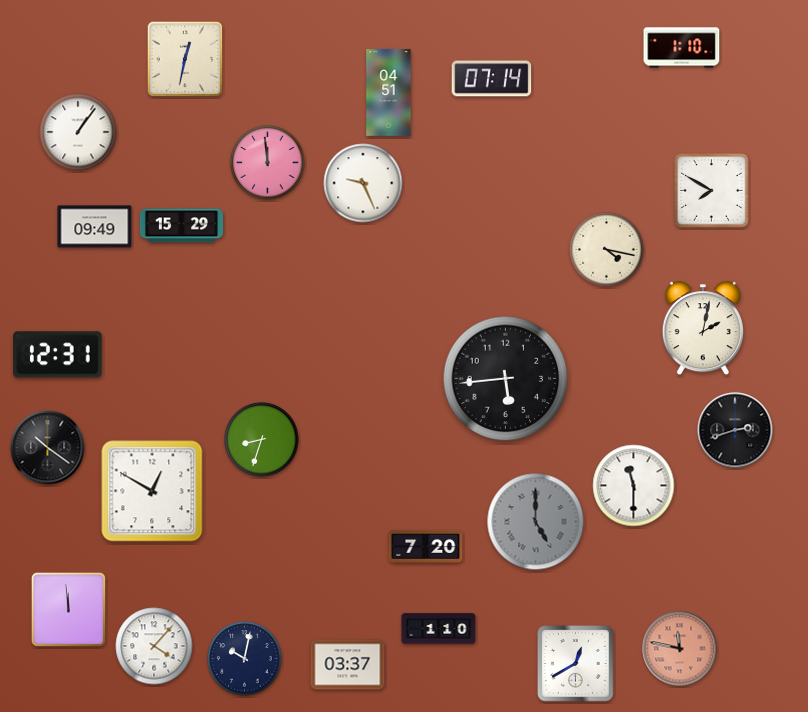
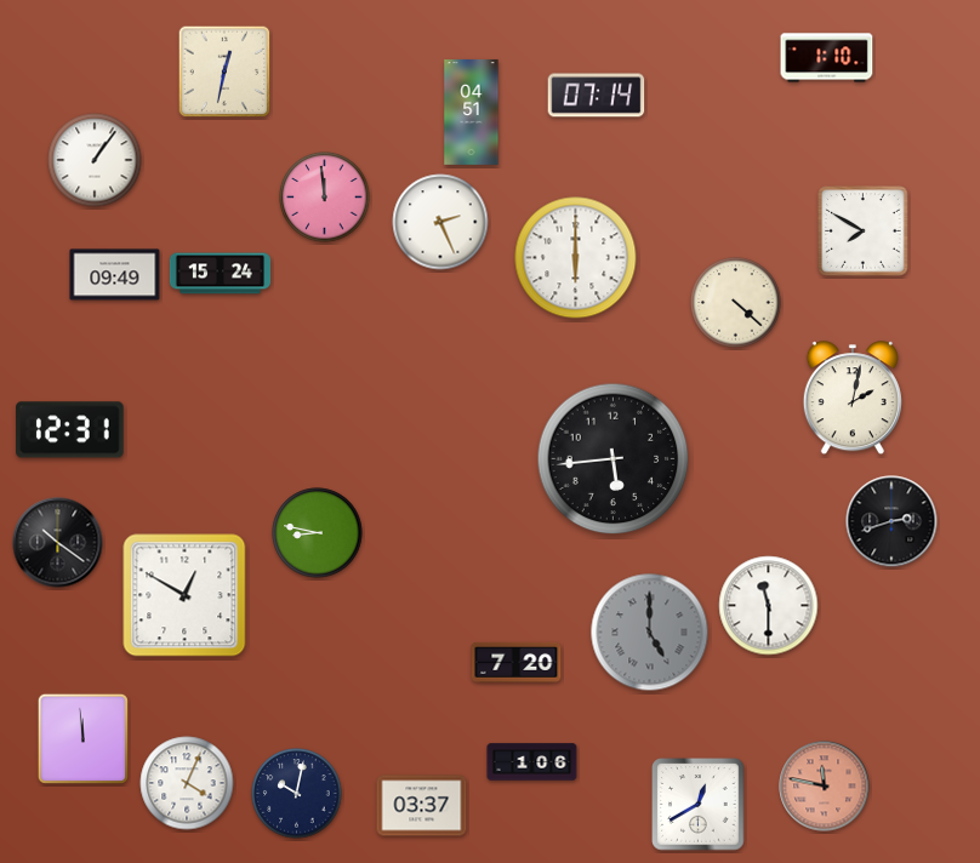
clock at (363, 183): 9:26 -> 2:26
clock at (576, 258): none -> 6:00
clock at (181, 226): 15:29 -> 15:24
clock at (607, 250): 4:17 -> 4:22
clock at (262, 440): 8:33 -> 8:47
clock at (634, 486) position: (634, 486) -> (769, 606)
clock at (439, 629): 1:10 -> 1:06
clock at (154, 646): 4:07 -> 4:04
clock at (245, 659) position: (245, 659) -> (297, 794)
